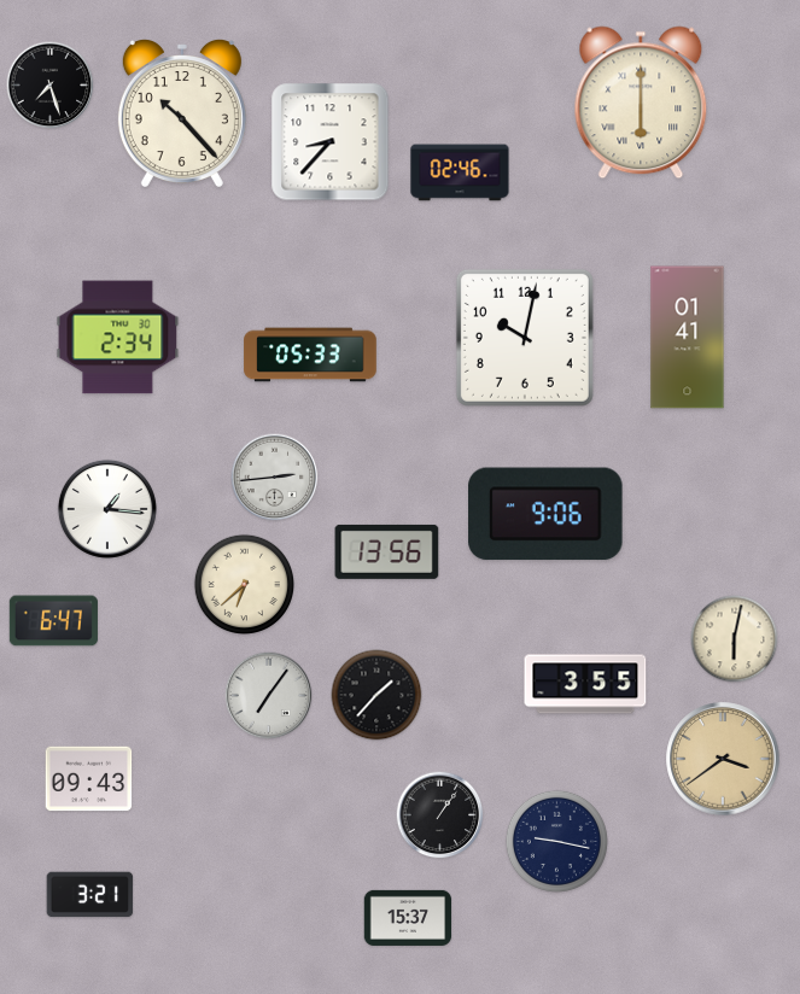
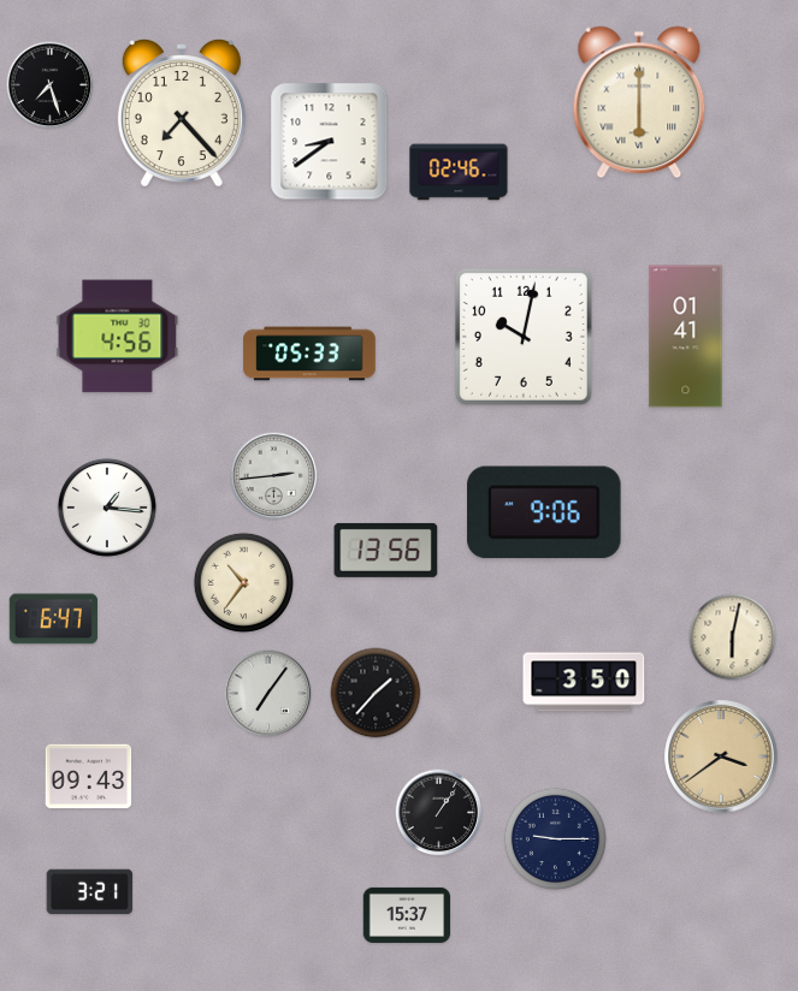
clock at (182, 113): 10:23 -> 7:23
clock at (331, 142): 8:37 -> 8:39
clock at (118, 338): 2:34 -> 4:56
clock at (244, 584): 6:38 -> 10:36
clock at (585, 684): 3:55 -> 3:50
clock at (556, 841): 9:17 -> 9:15
